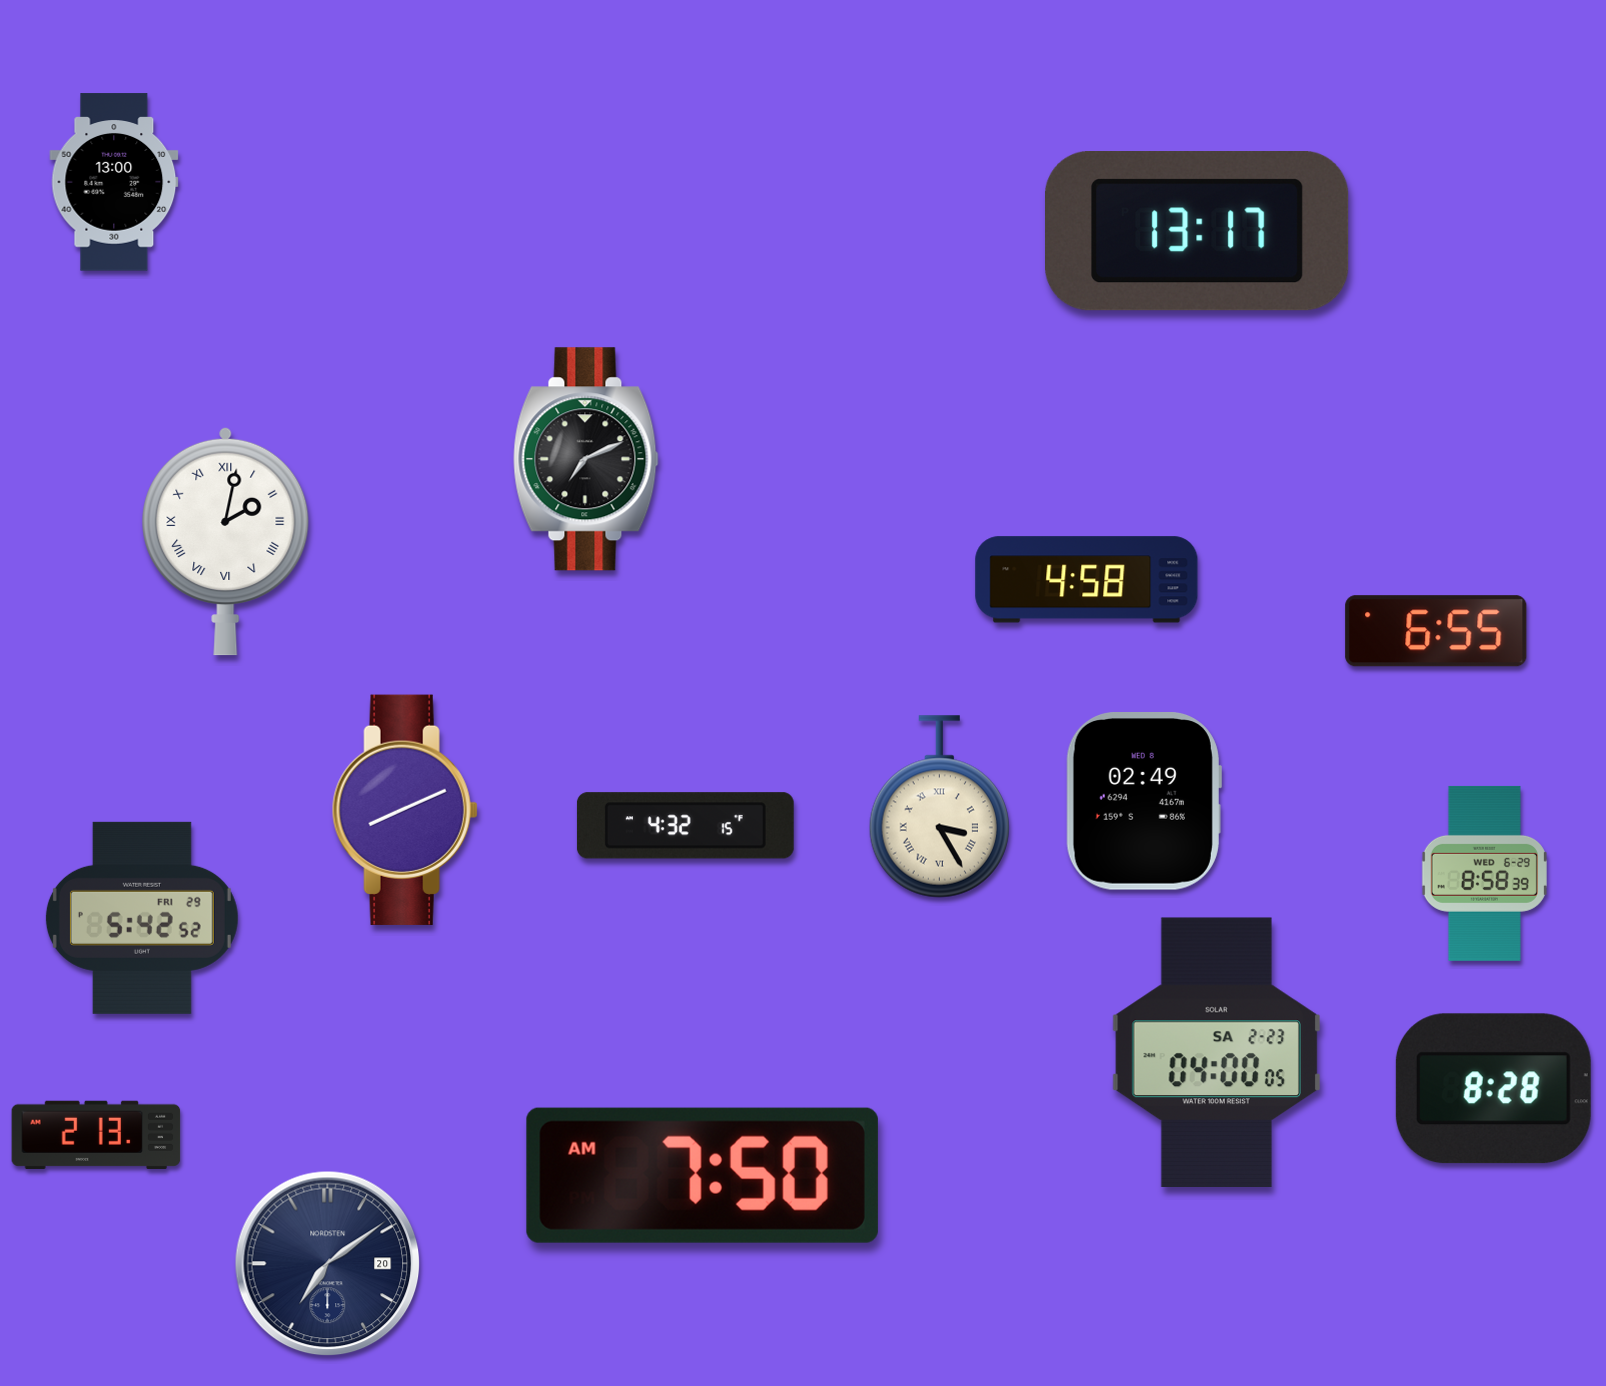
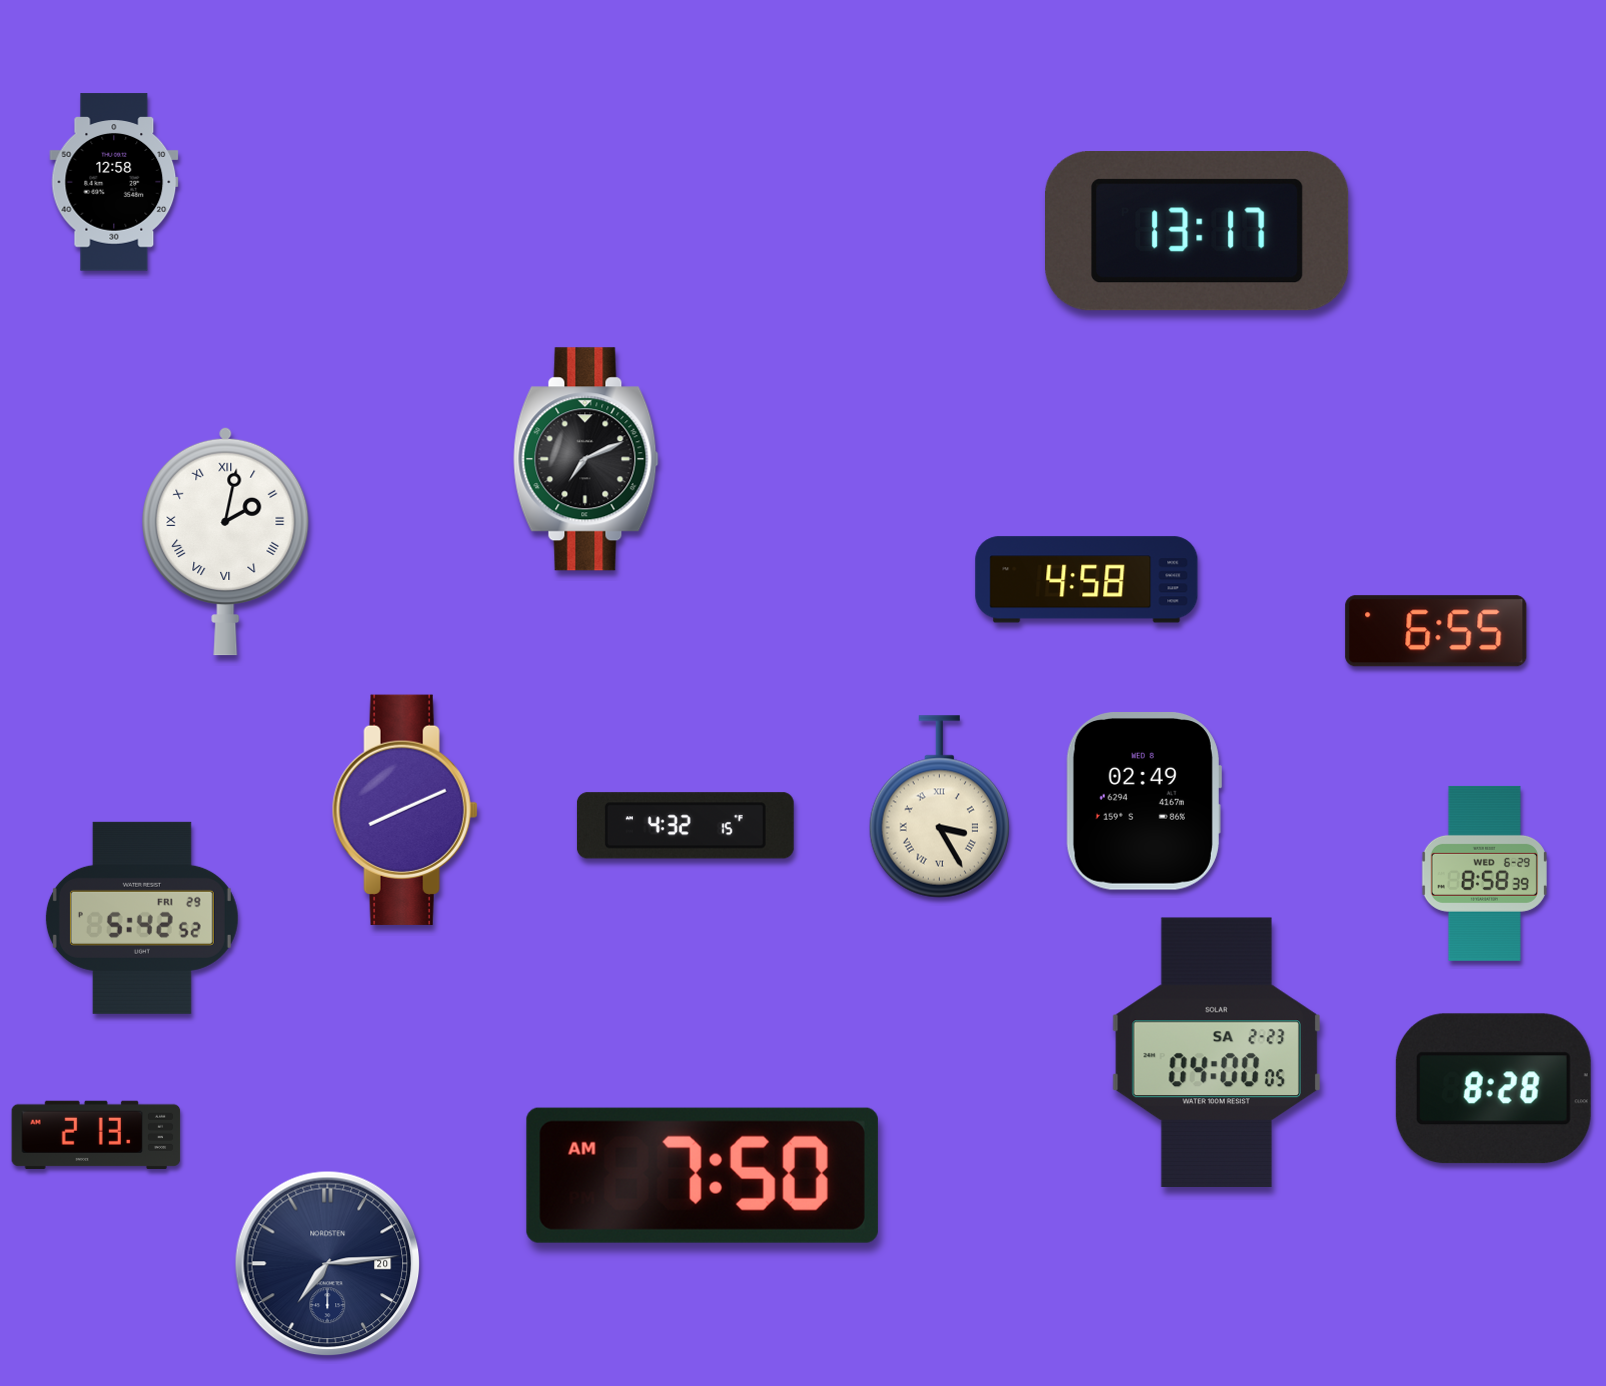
clock at (114, 182): 13:00 -> 12:58
clock at (328, 1264): 7:09 -> 7:14
